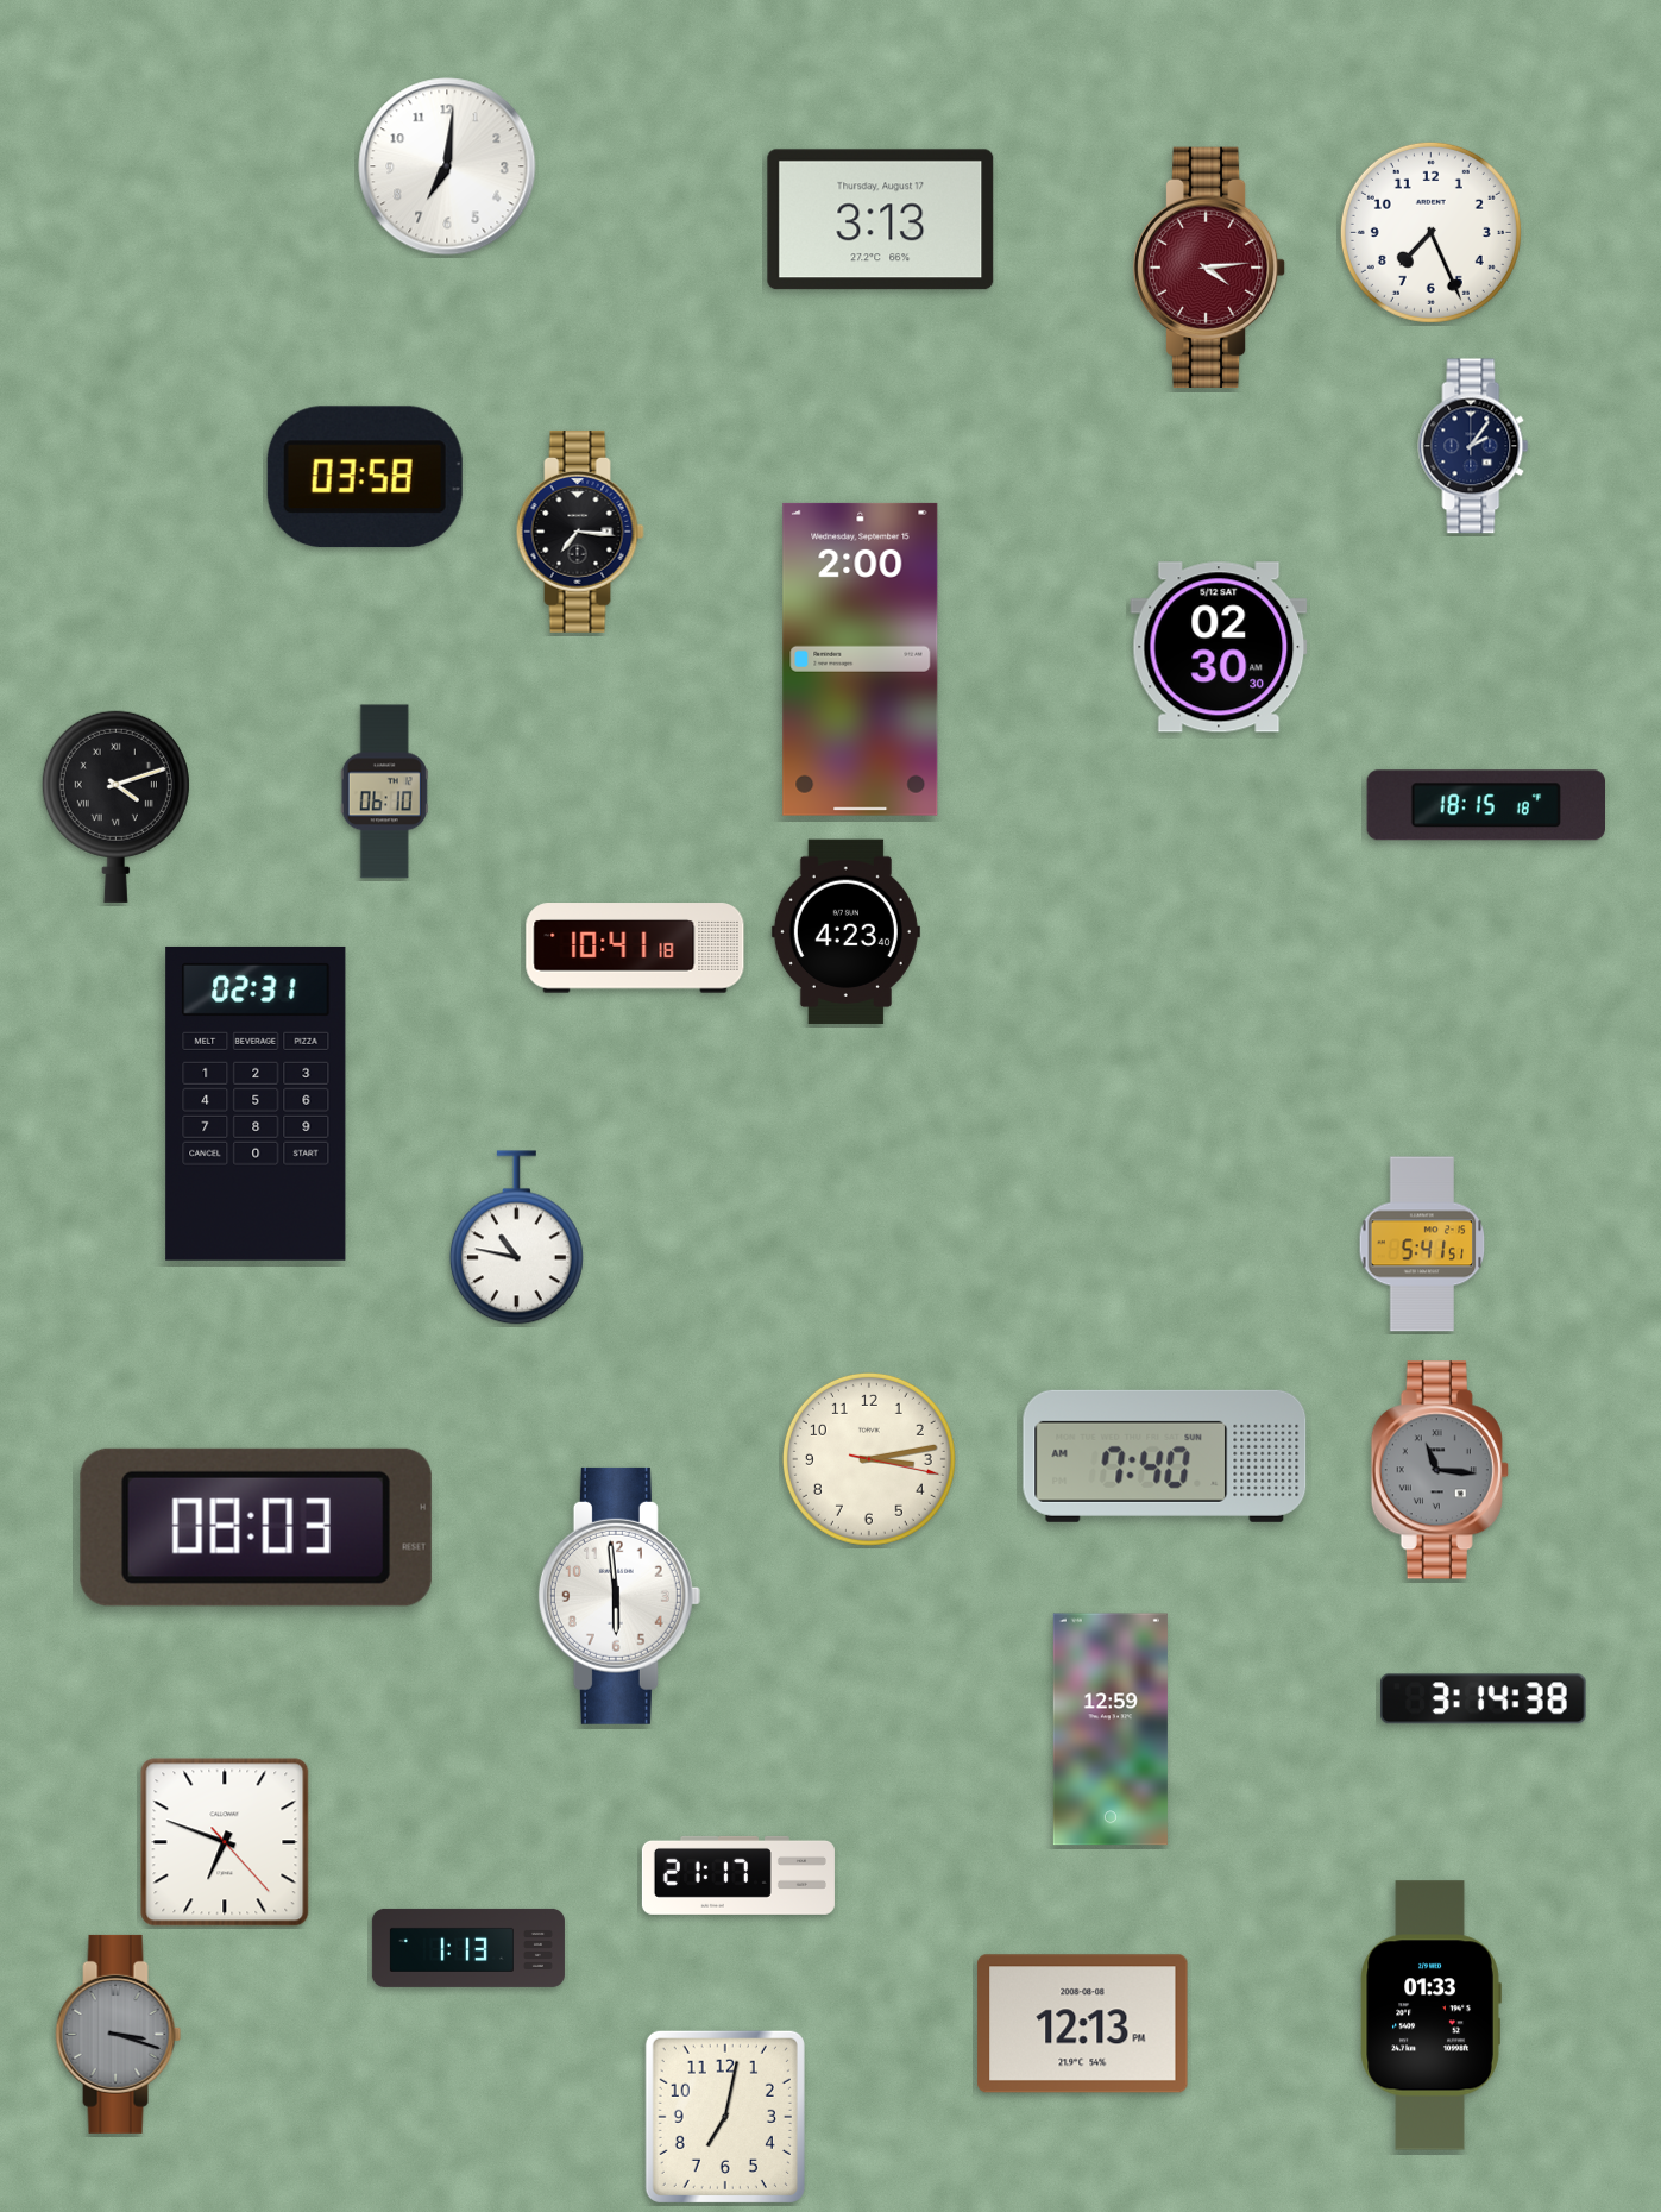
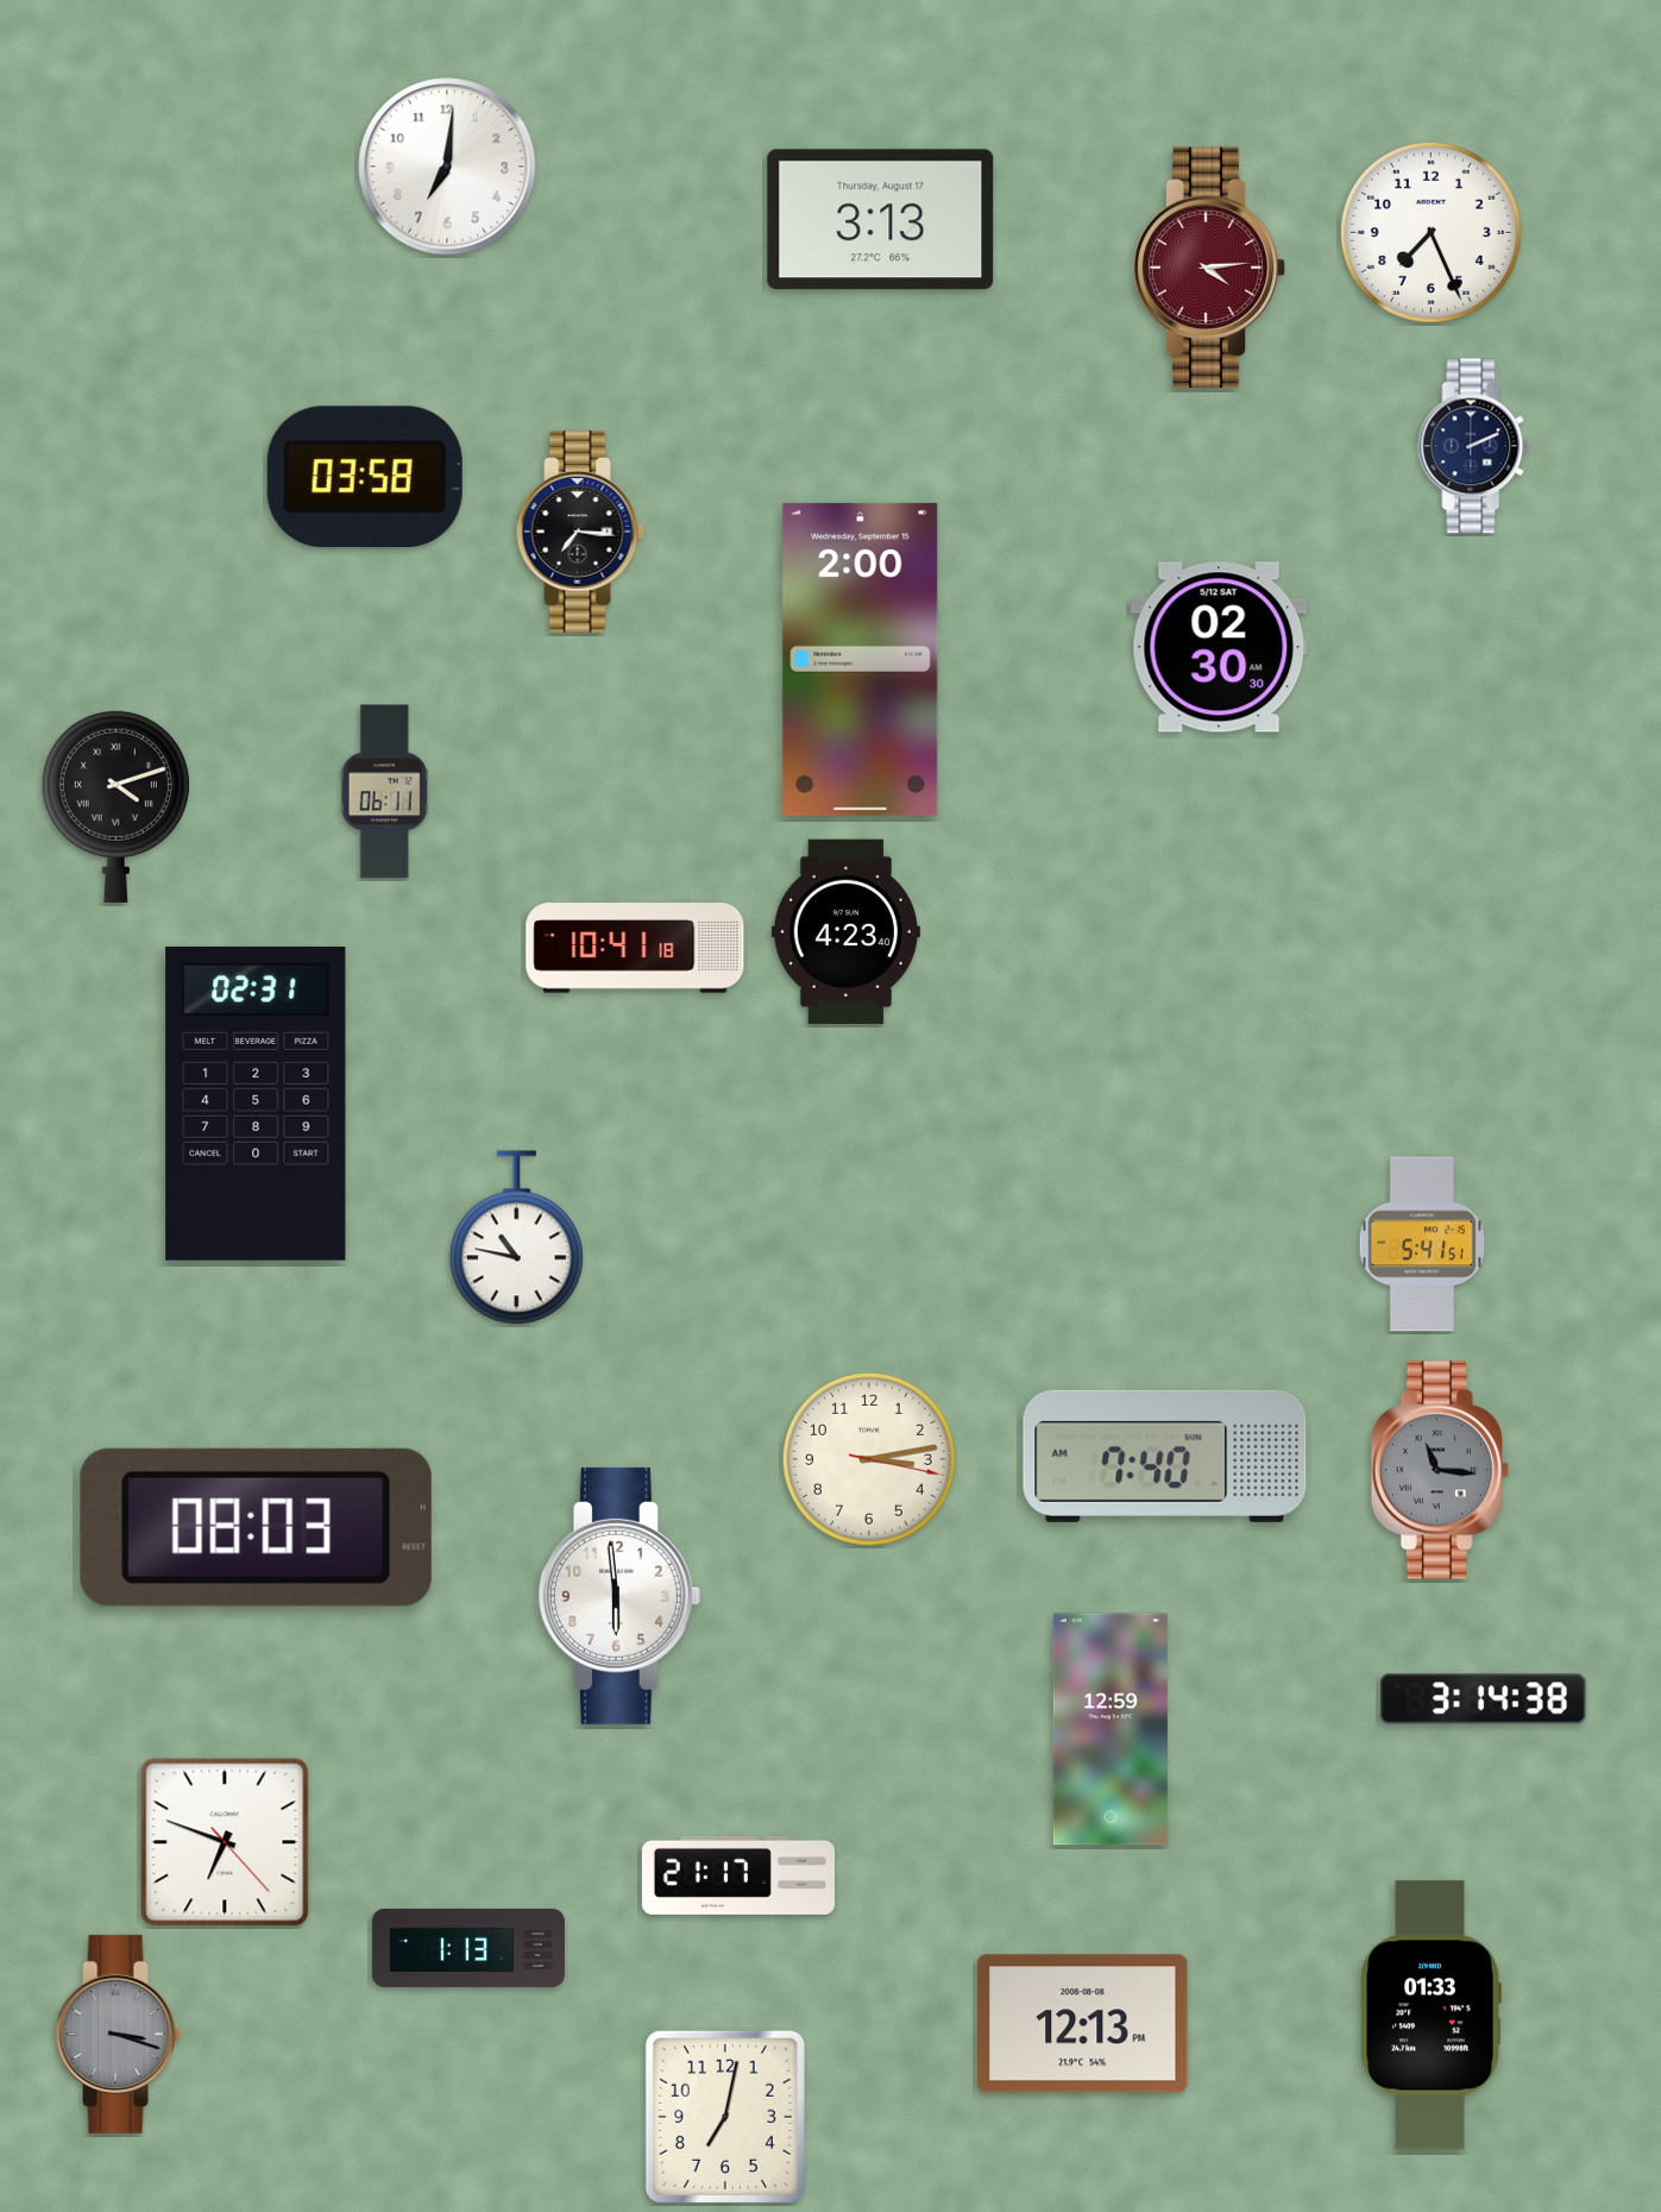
clock at (1473, 446): 2:06 -> 2:11
clock at (384, 792): 06:10 -> 06:11
clock at (1486, 805): 18:15 -> none
